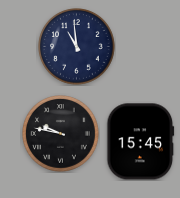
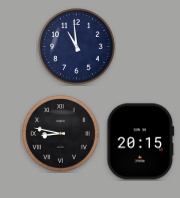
clock at (61, 134): 9:47 -> 8:47
clock at (141, 142): 15:45 -> 20:15
